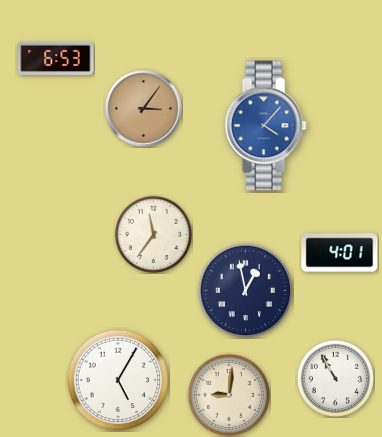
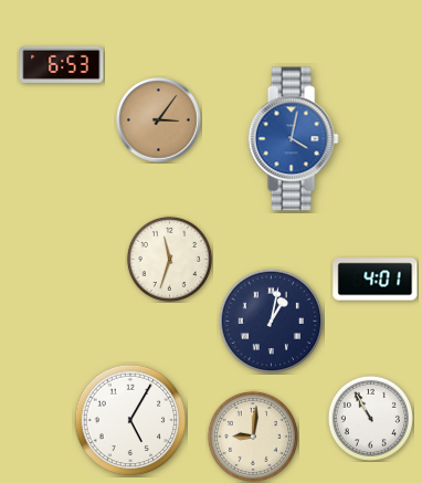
clock at (265, 126): 4:07 -> 4:02
clock at (153, 234): 11:36 -> 11:33
clock at (245, 290): 12:58 -> 1:02
